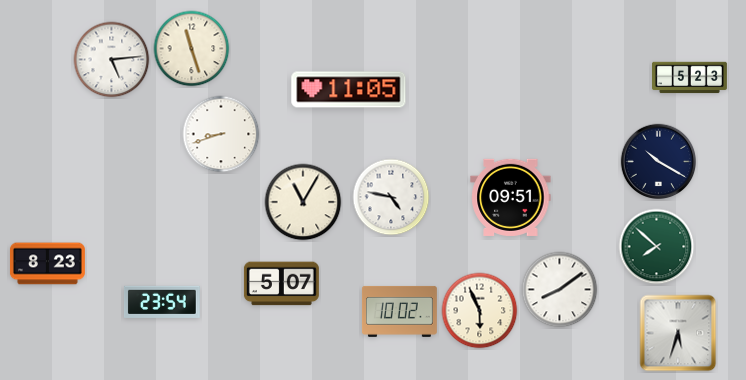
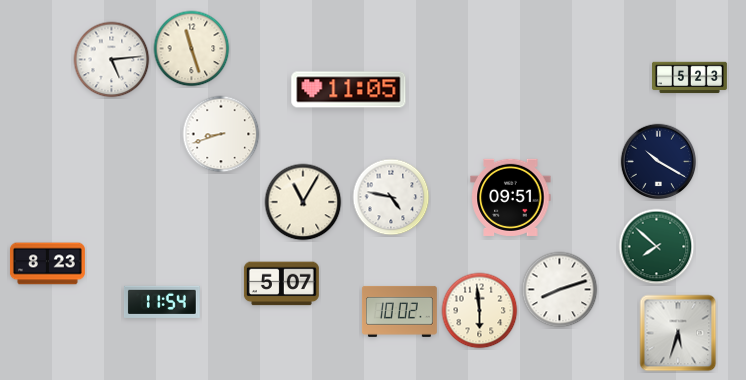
clock at (560, 290): 8:09 -> 8:12
clock at (162, 302): 23:54 -> 11:54
clock at (480, 311): 5:56 -> 5:59
